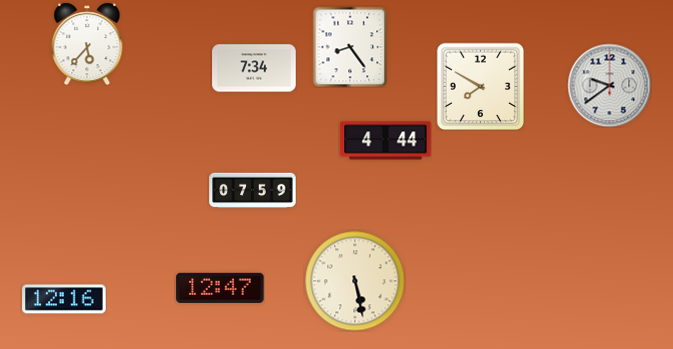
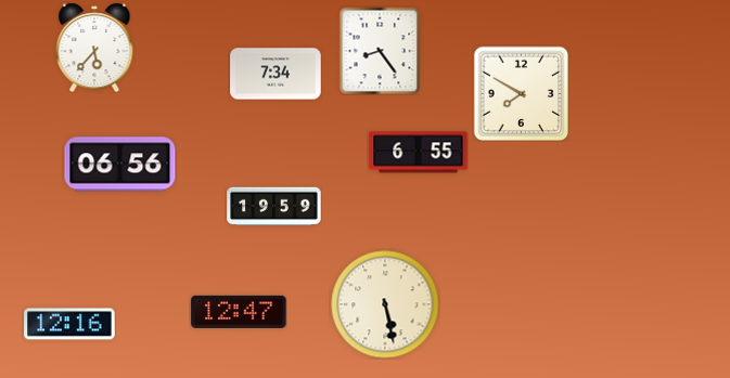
clock at (609, 85): 9:39 -> none
clock at (386, 141): 4:44 -> 6:55
clock at (120, 165): none -> 06:56
clock at (253, 191): 07:59 -> 19:59
